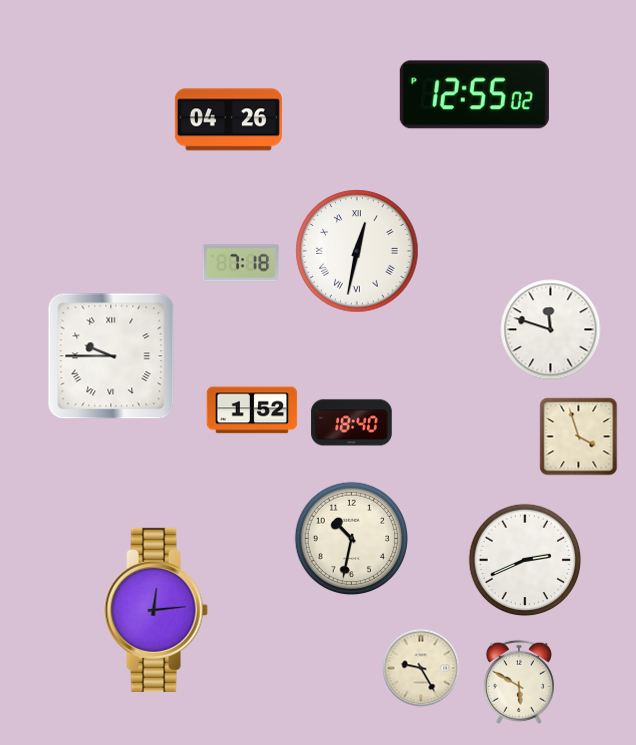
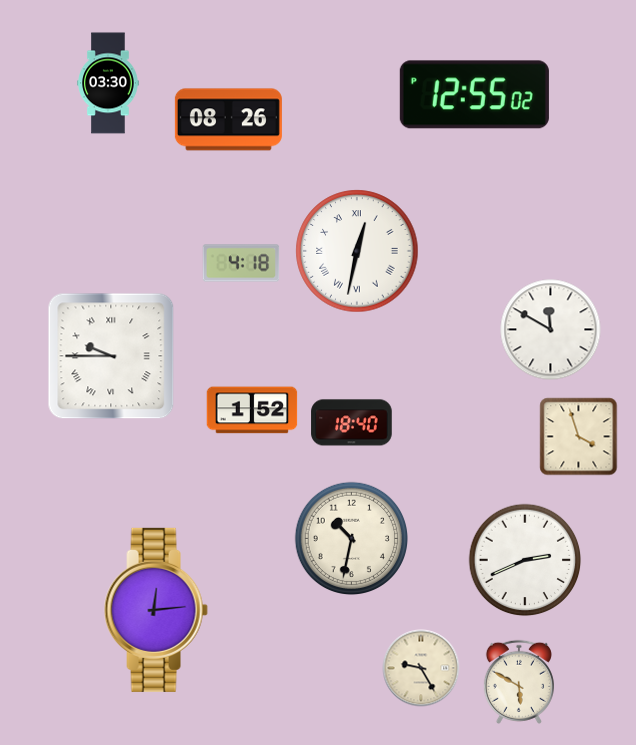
clock at (108, 83): none -> 03:30
clock at (228, 120): 04:26 -> 08:26
clock at (241, 263): 7:18 -> 4:18
clock at (551, 330): 11:48 -> 11:50
